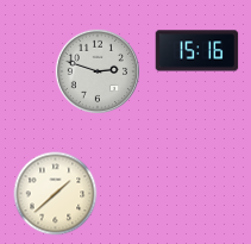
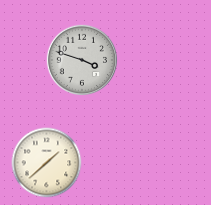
clock at (197, 51): 15:16 -> none
clock at (96, 70): 2:48 -> 3:48
